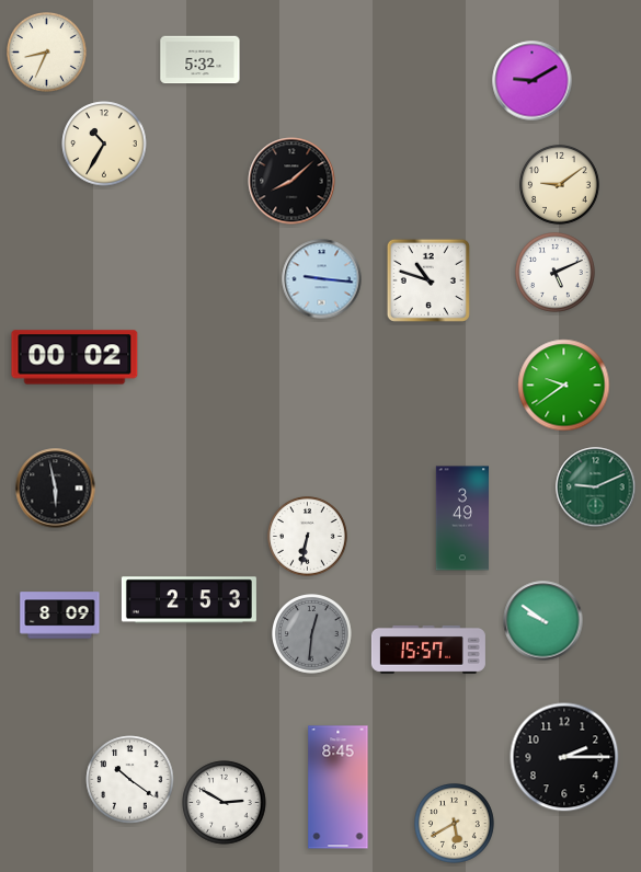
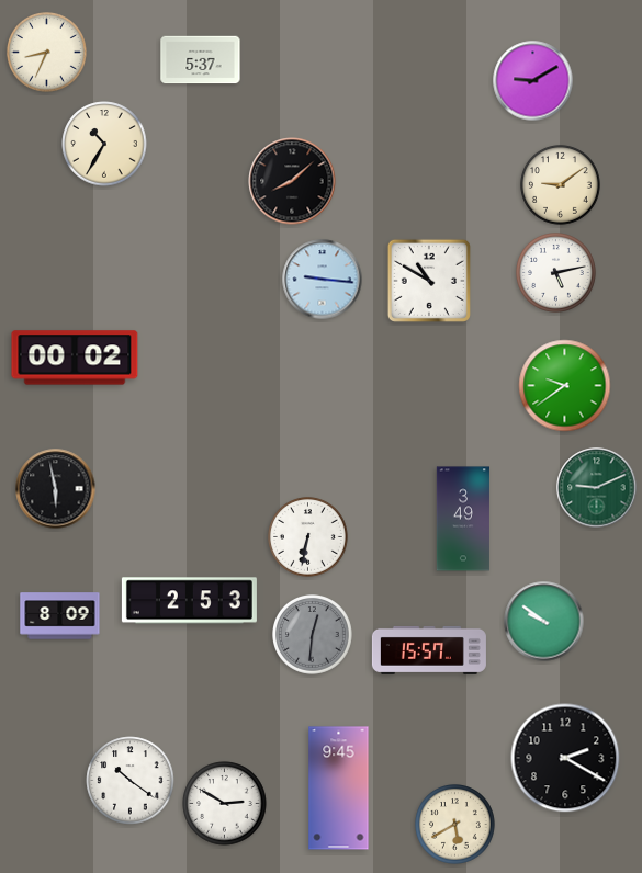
clock at (201, 60): 5:32 -> 5:37
clock at (556, 273): 5:11 -> 5:13
clock at (428, 280): 10:48 -> 10:50
clock at (564, 757): 2:15 -> 2:20
clock at (339, 788): 8:45 -> 9:45
